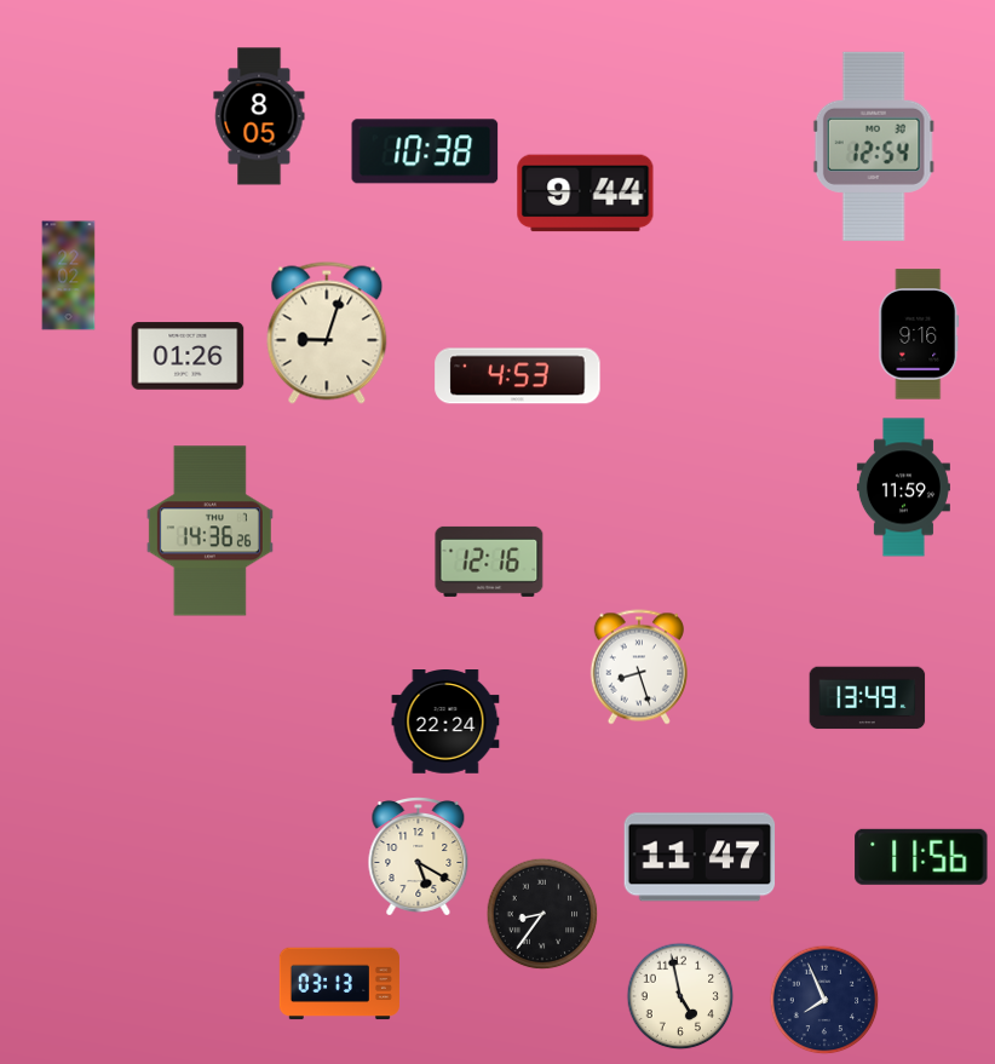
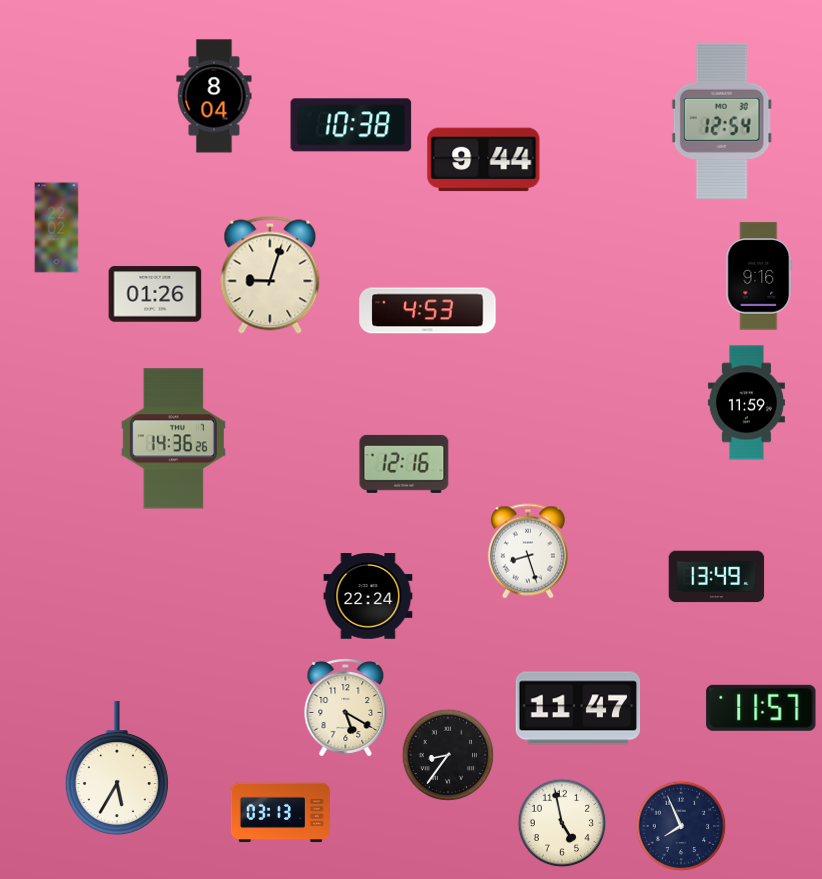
clock at (259, 116): 8:05 -> 8:04
clock at (921, 857): 11:56 -> 11:57
clock at (117, 769): none -> 5:35
